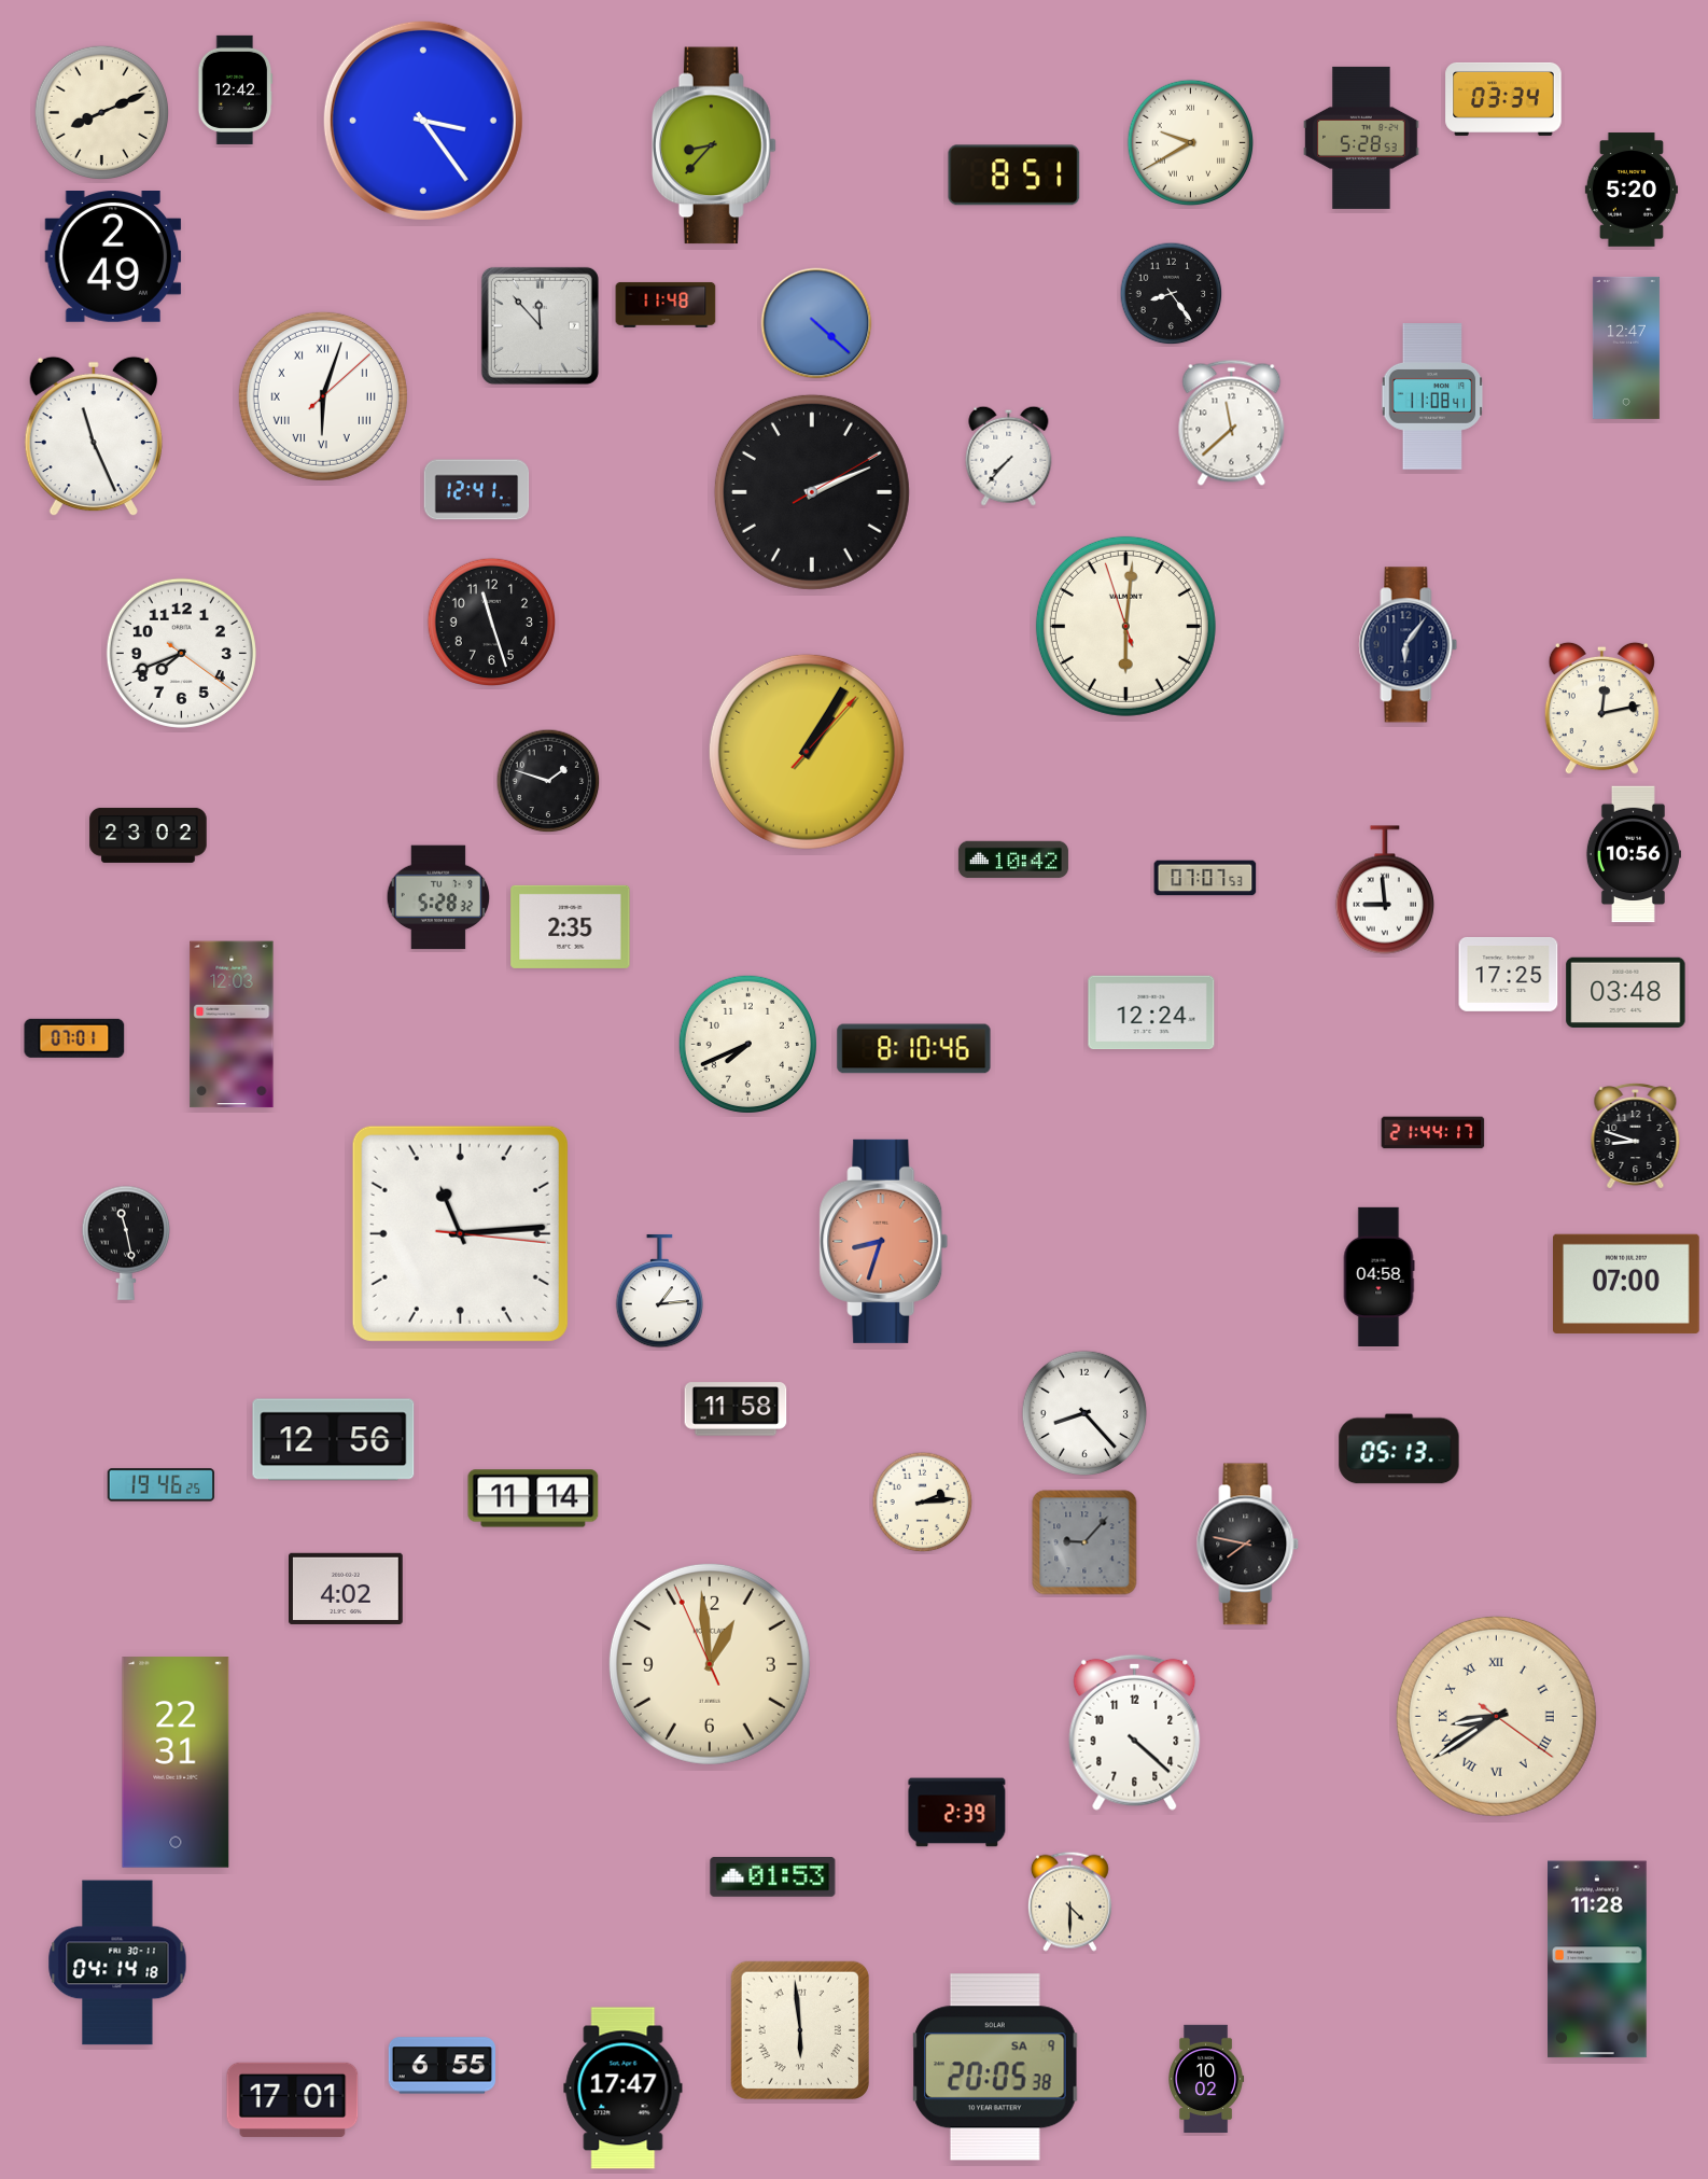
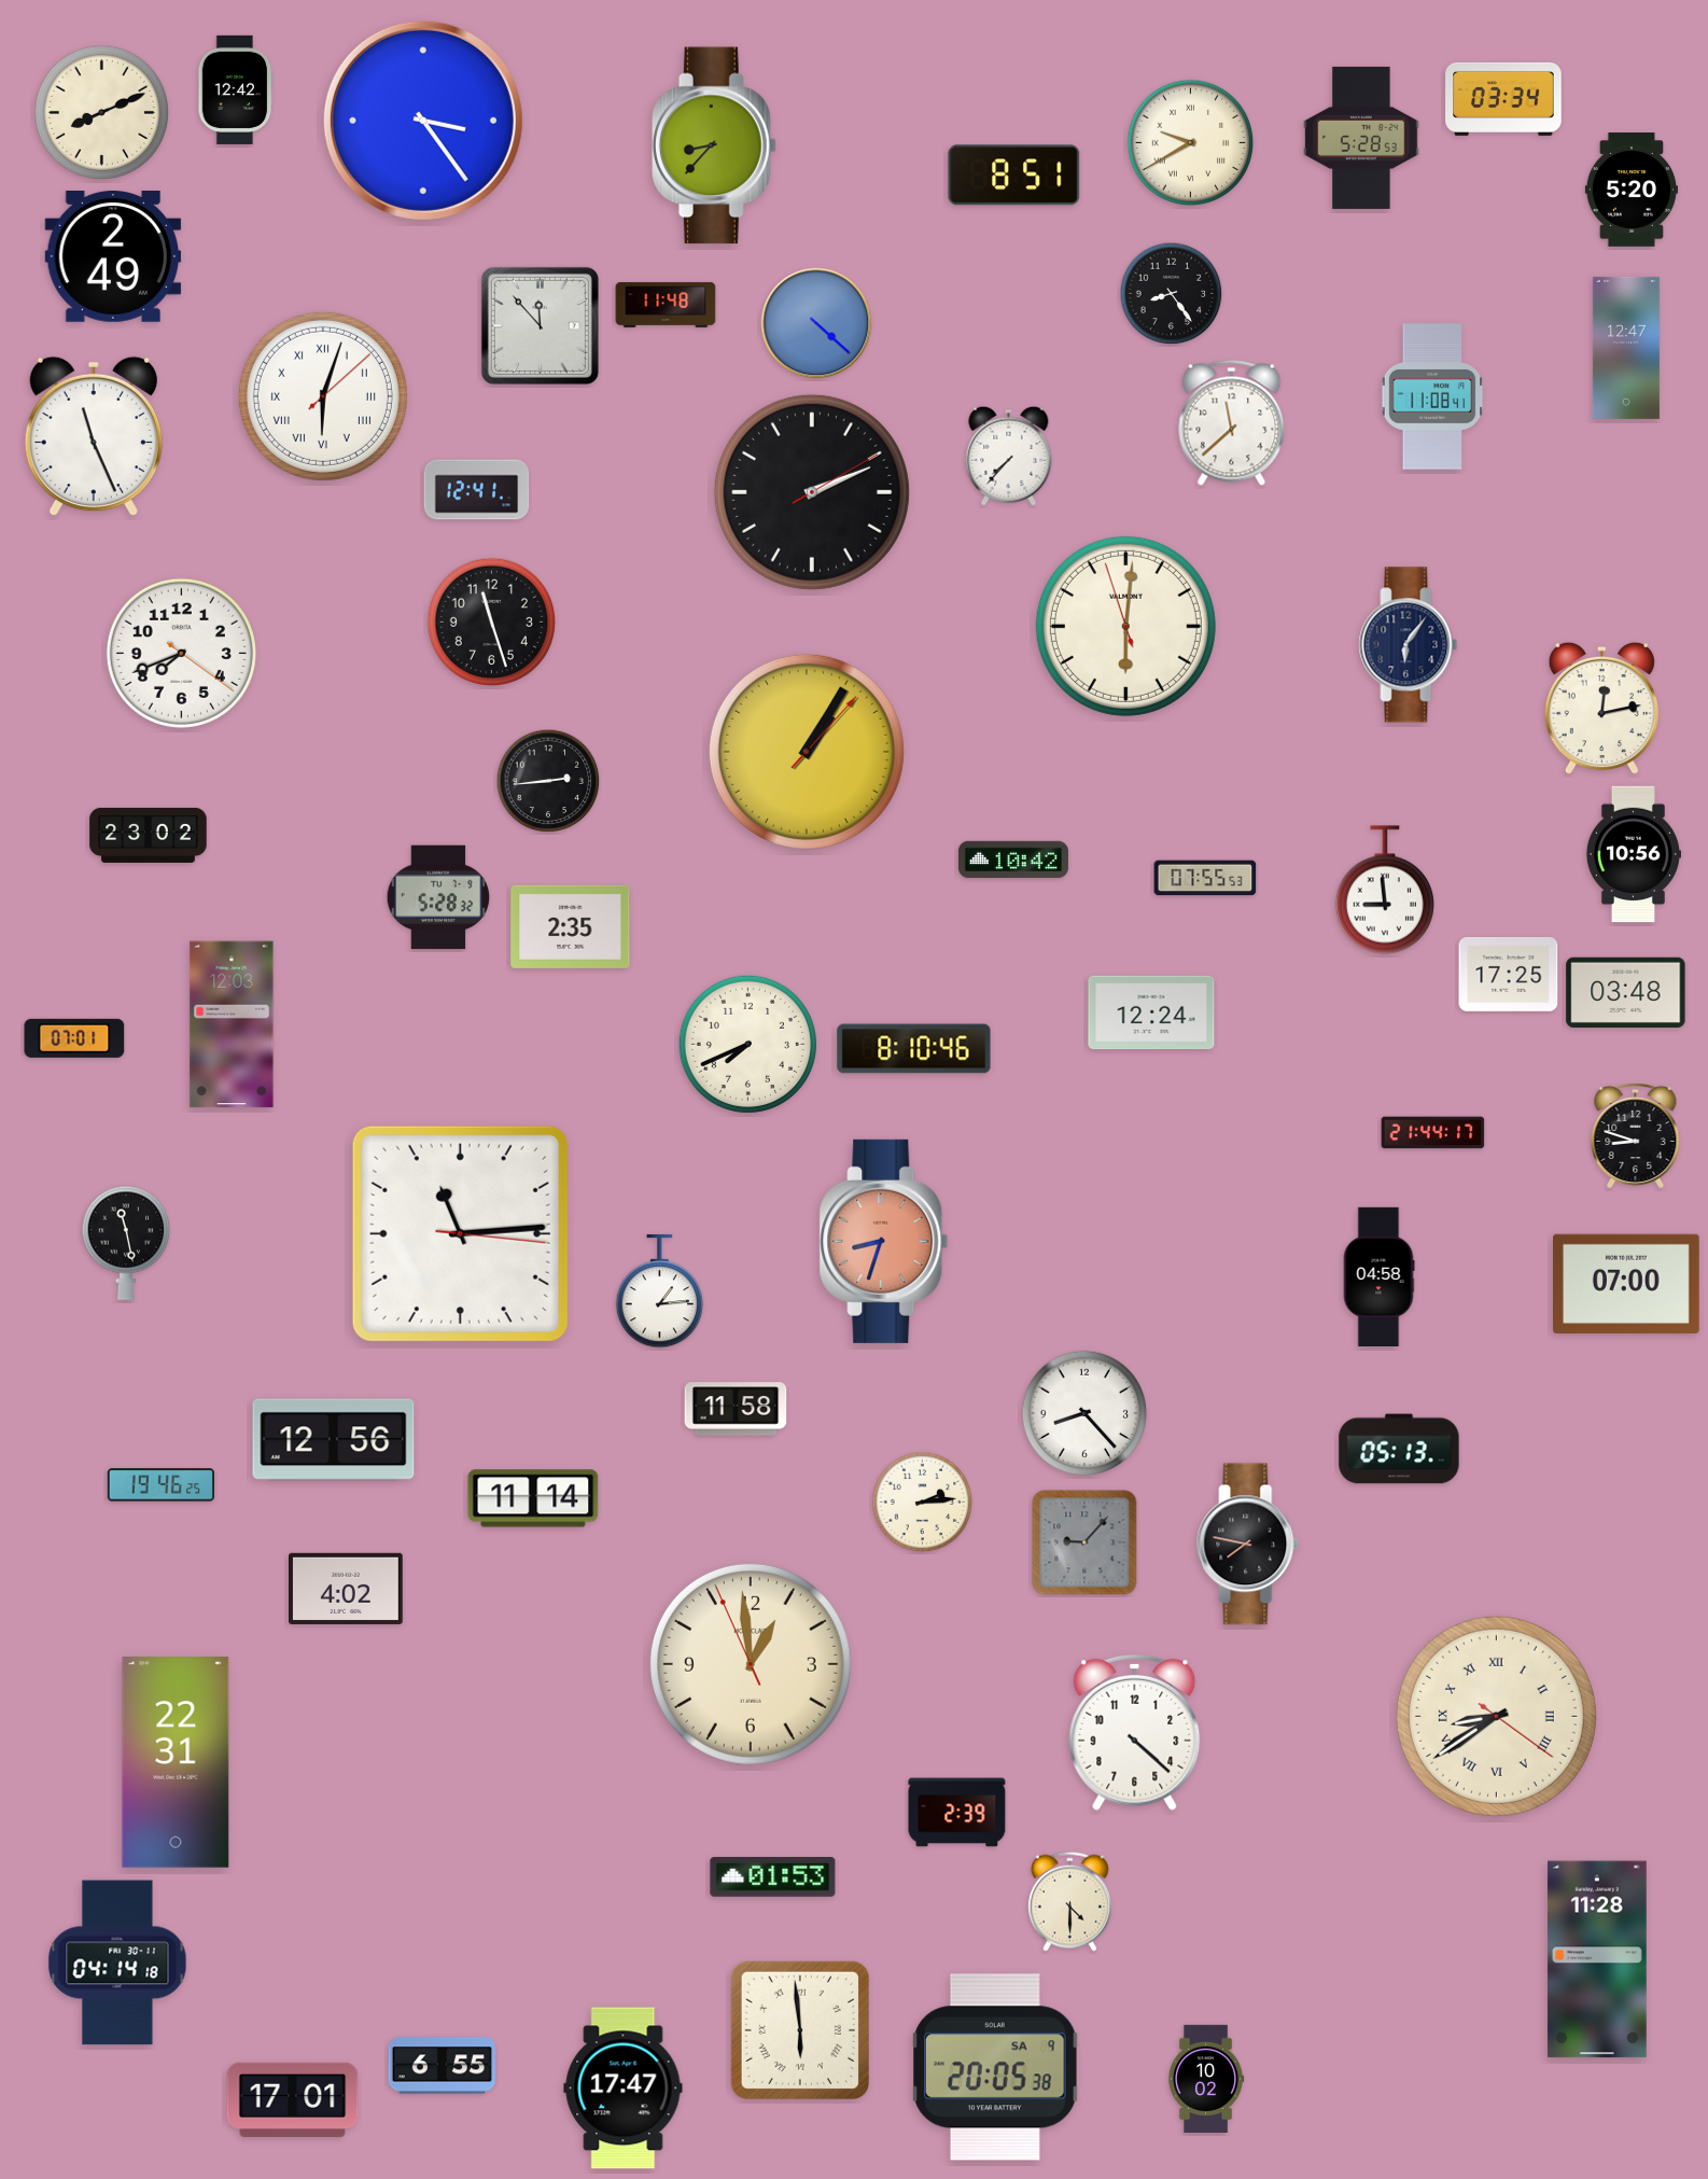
clock at (548, 781): 1:48 -> 2:44
clock at (1205, 878): 07:07 -> 07:55
clock at (710, 1664) position: (710, 1664) -> (751, 1664)
